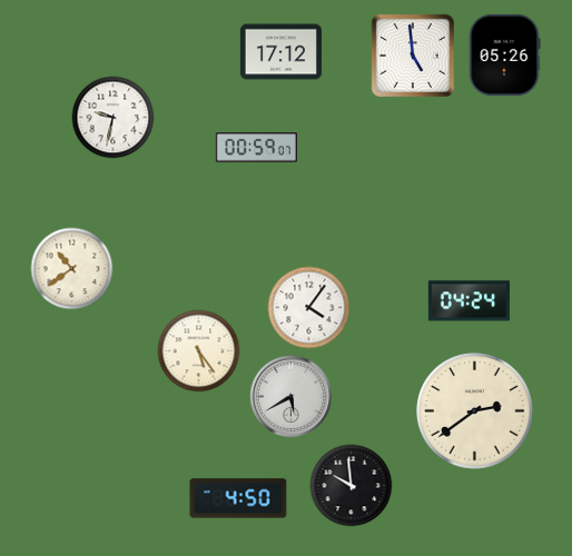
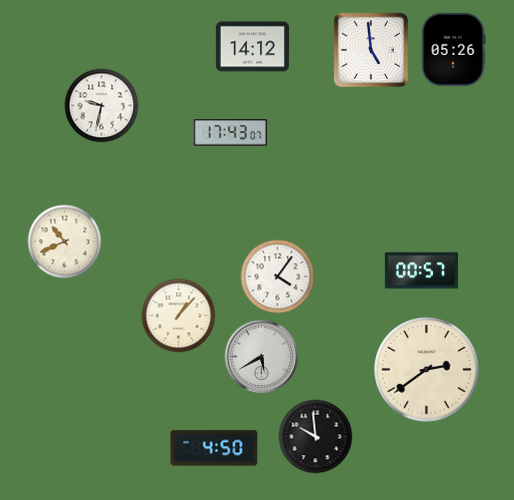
clock at (280, 52): 17:12 -> 14:12
clock at (256, 148): 00:59 -> 17:43
clock at (72, 269): 10:39 -> 10:41
clock at (469, 301): 04:24 -> 00:57
clock at (199, 351): 5:24 -> 1:07
